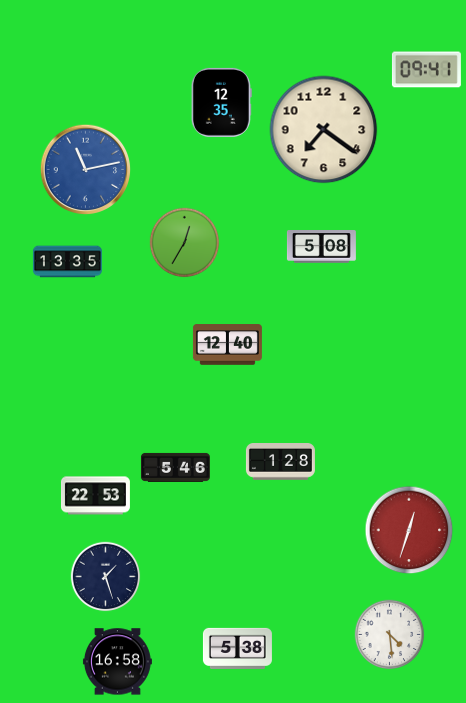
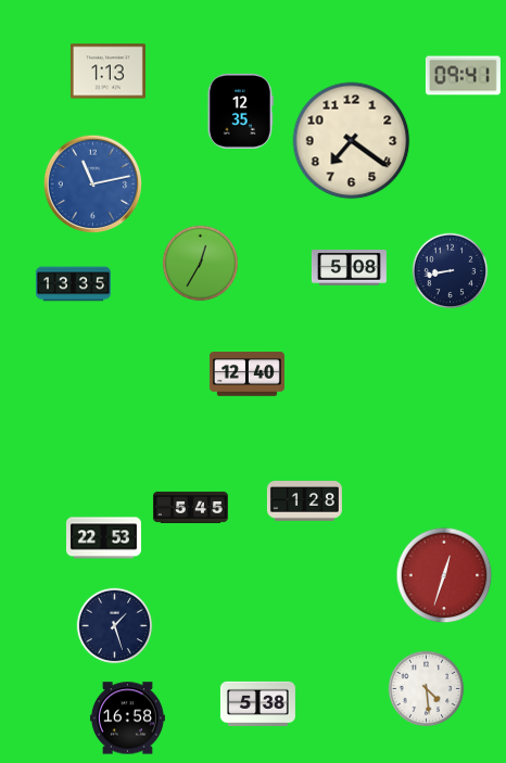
clock at (107, 72): none -> 1:13
clock at (451, 271): none -> 8:43
clock at (175, 467): 5:46 -> 5:45
clock at (390, 635) position: (390, 635) -> (427, 689)
